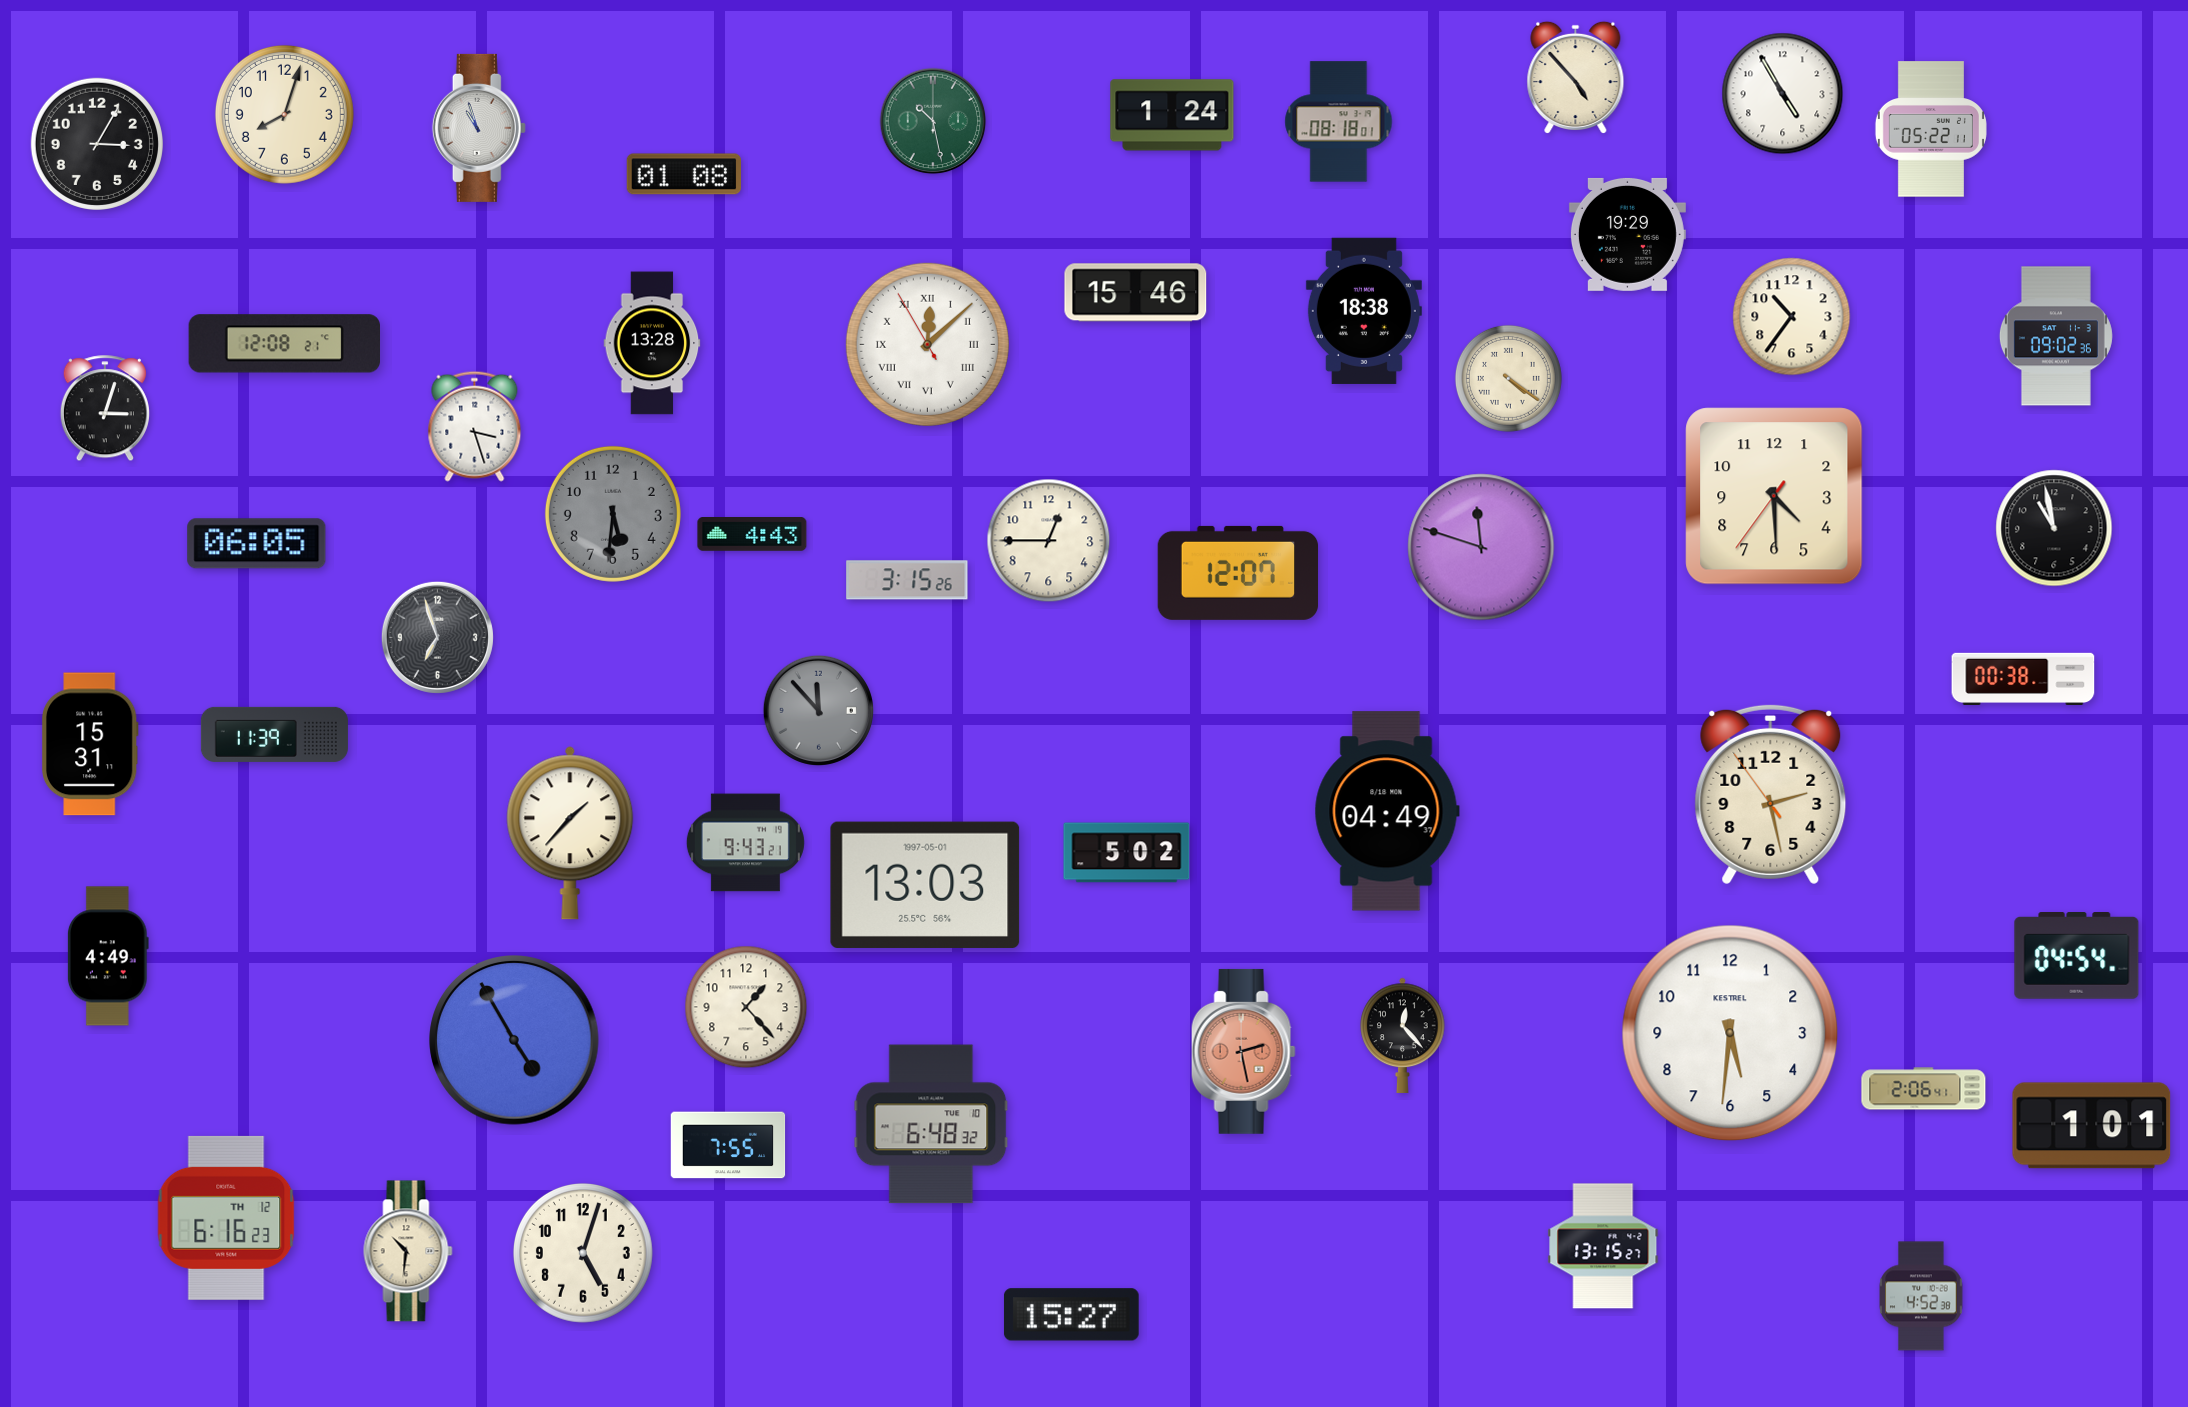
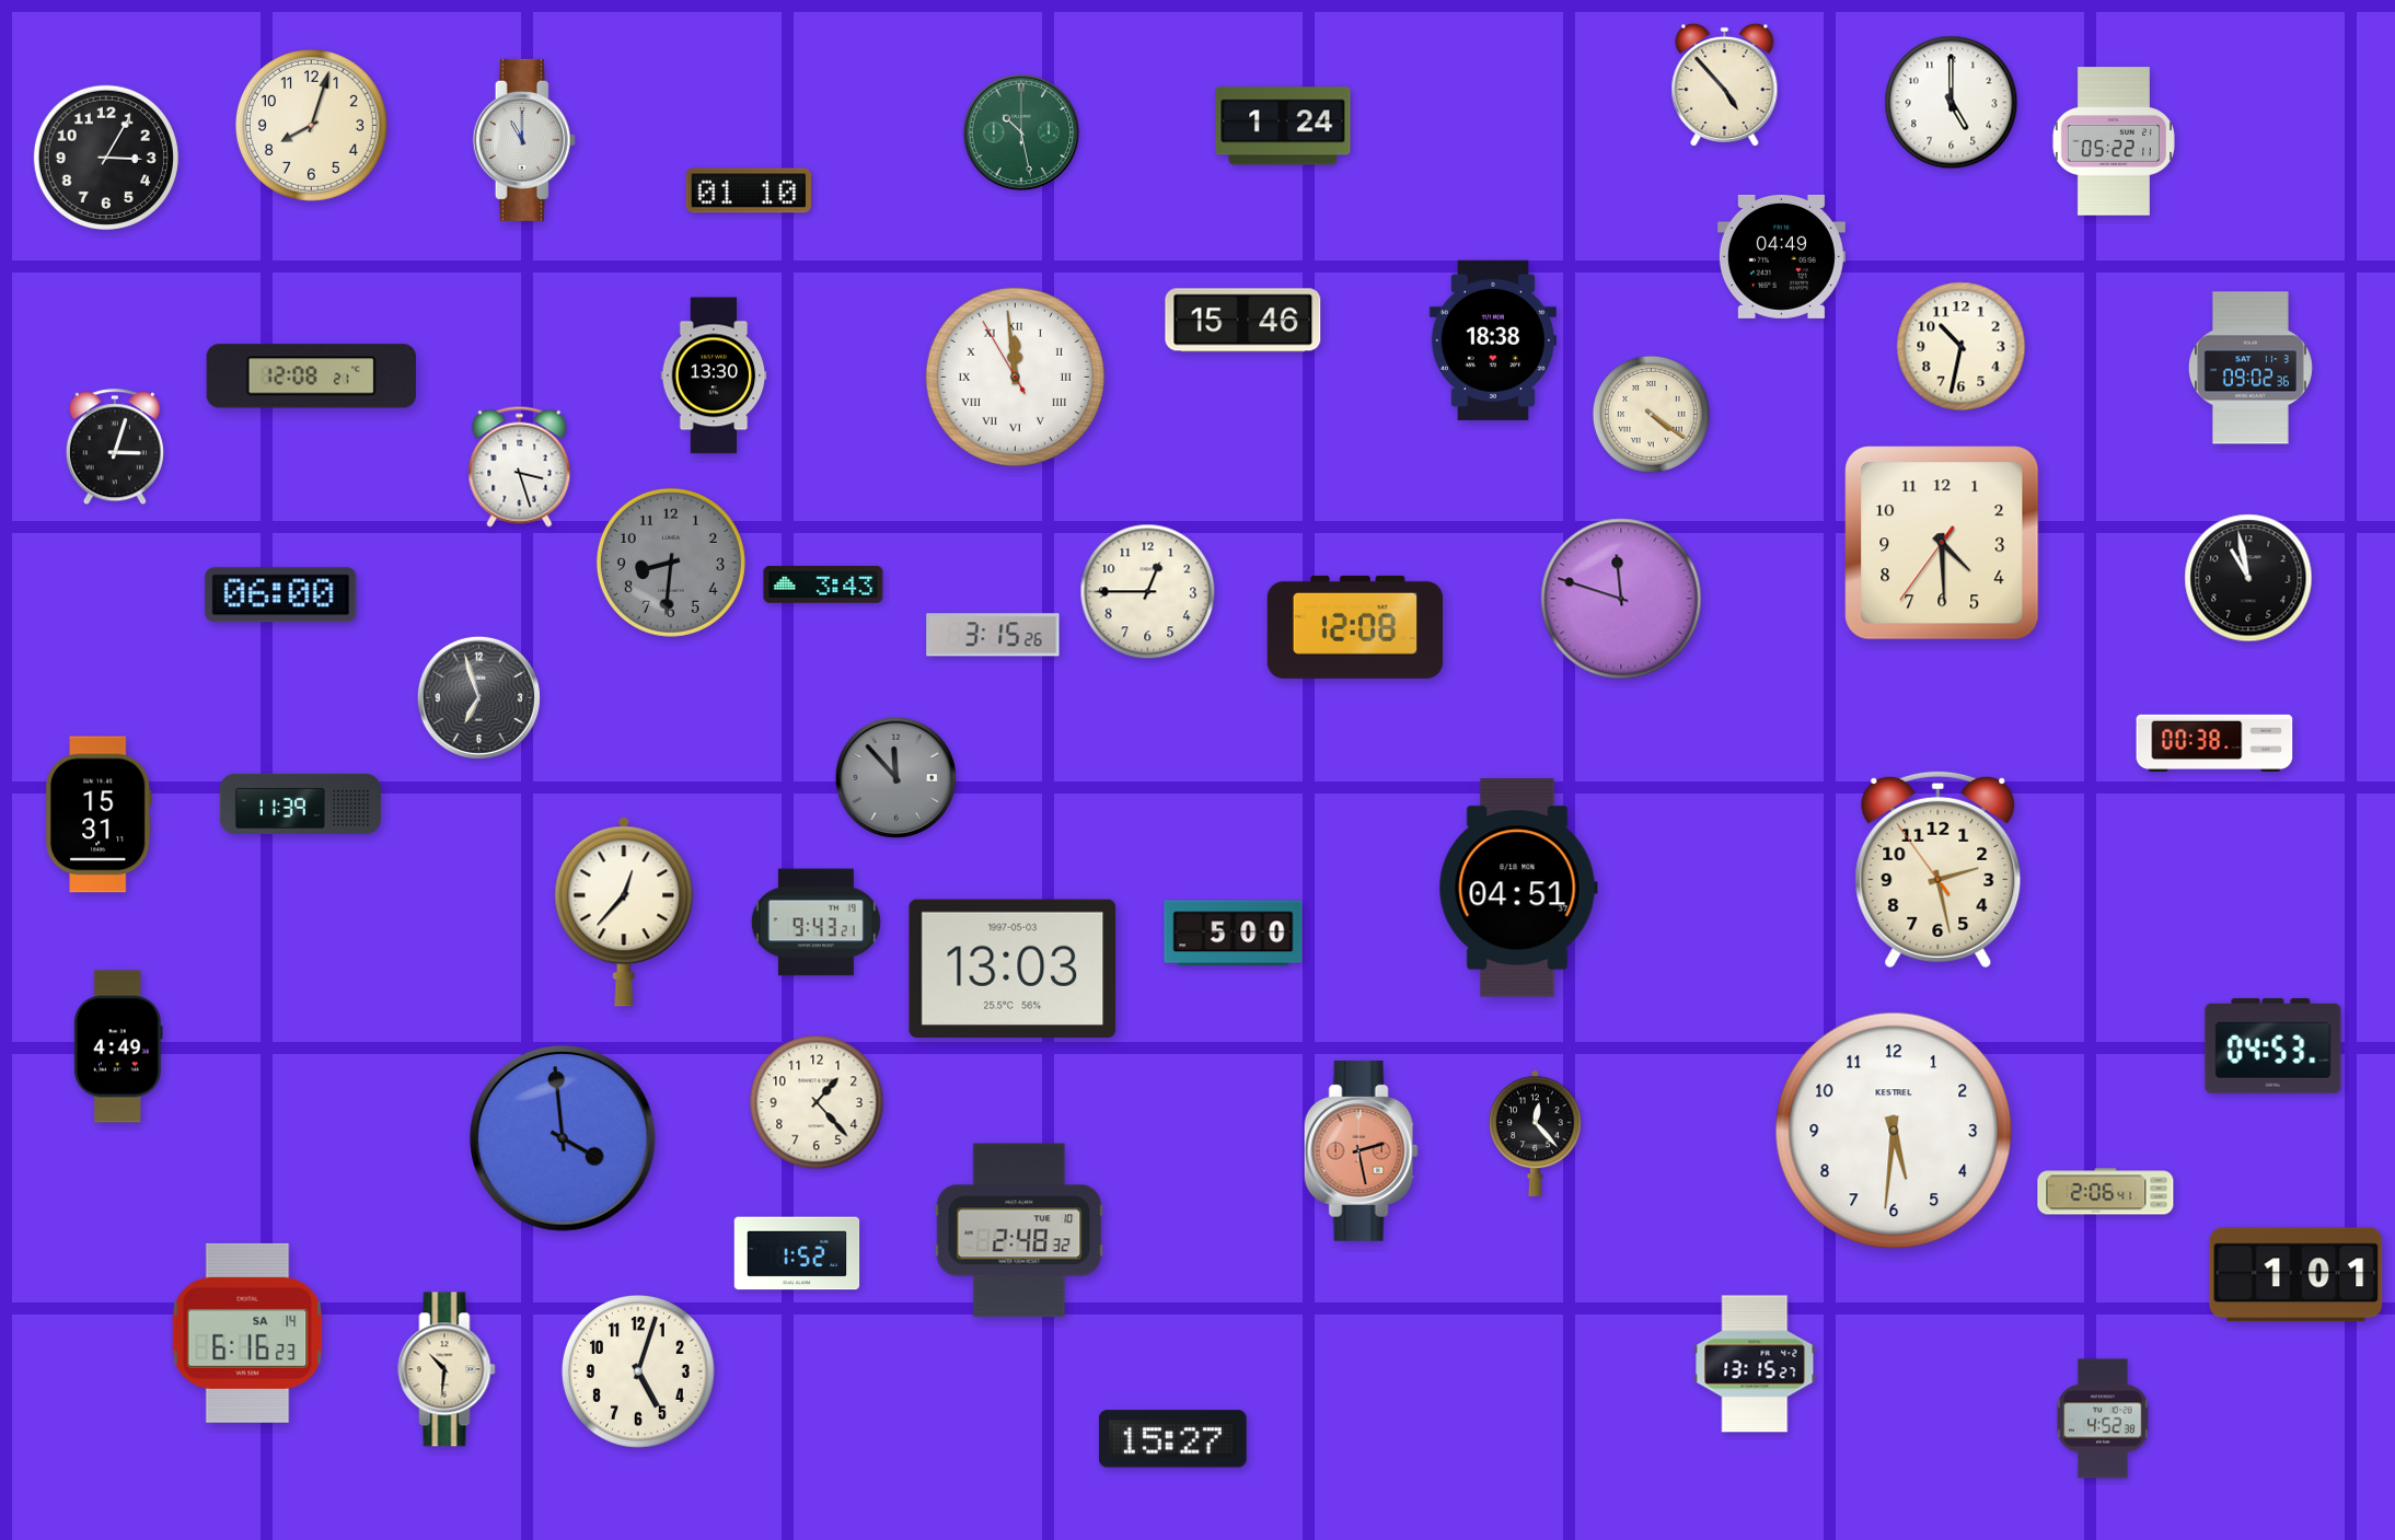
clock at (1783, 94): 4:55 -> 5:00
clock at (1339, 122): 08:18 -> none
clock at (479, 128): 10:57 -> 11:00
clock at (683, 174): 01:08 -> 01:10
clock at (1627, 234): 19:29 -> 04:49
clock at (1792, 317): 10:36 -> 10:32
clock at (652, 343): 13:28 -> 13:30
clock at (927, 344): 12:07 -> 11:58
clock at (613, 514): 5:31 -> 8:31
clock at (752, 535): 4:43 -> 3:43
clock at (257, 544): 06:05 -> 06:00
clock at (1238, 573): 12:07 -> 12:08
clock at (1387, 811): 04:49 -> 04:51
clock at (570, 833): 1:37 -> 12:37
clock at (1127, 853): 5:02 -> 5:00
clock at (925, 885) date: 1997-05-01 -> 1997-05-03
clock at (2077, 956): 04:54 -> 04:53
clock at (514, 1040): 4:55 -> 3:59
clock at (931, 1124): 6:48 -> 2:48
clock at (2092, 1126) position: (2092, 1126) -> (2296, 1275)
clock at (728, 1145): 7:55 -> 1:52
clock at (226, 1218) date: TH 12 -> SA 14
